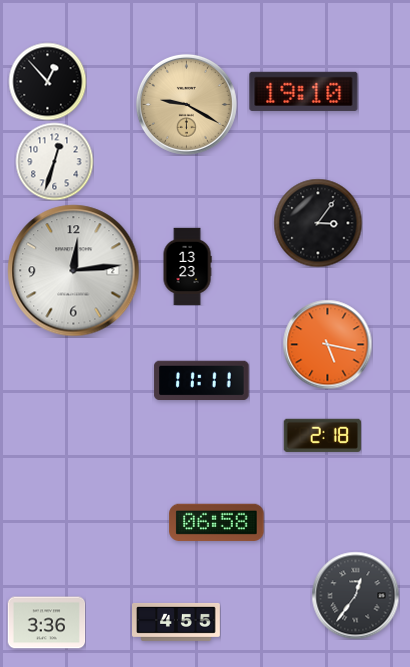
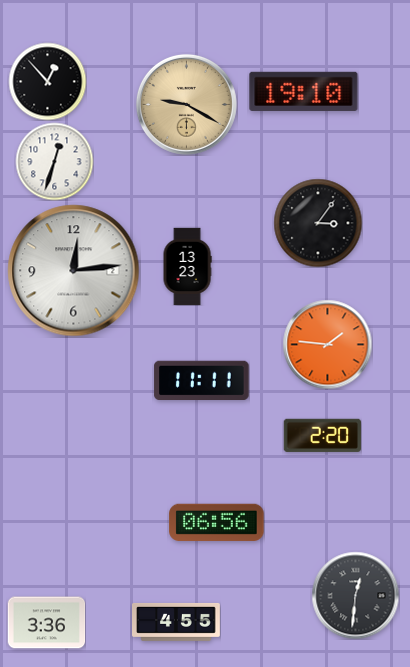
clock at (327, 344): 5:17 -> 1:46
clock at (322, 435): 2:18 -> 2:20
clock at (217, 522): 06:58 -> 06:56
clock at (355, 595): 12:36 -> 12:31
